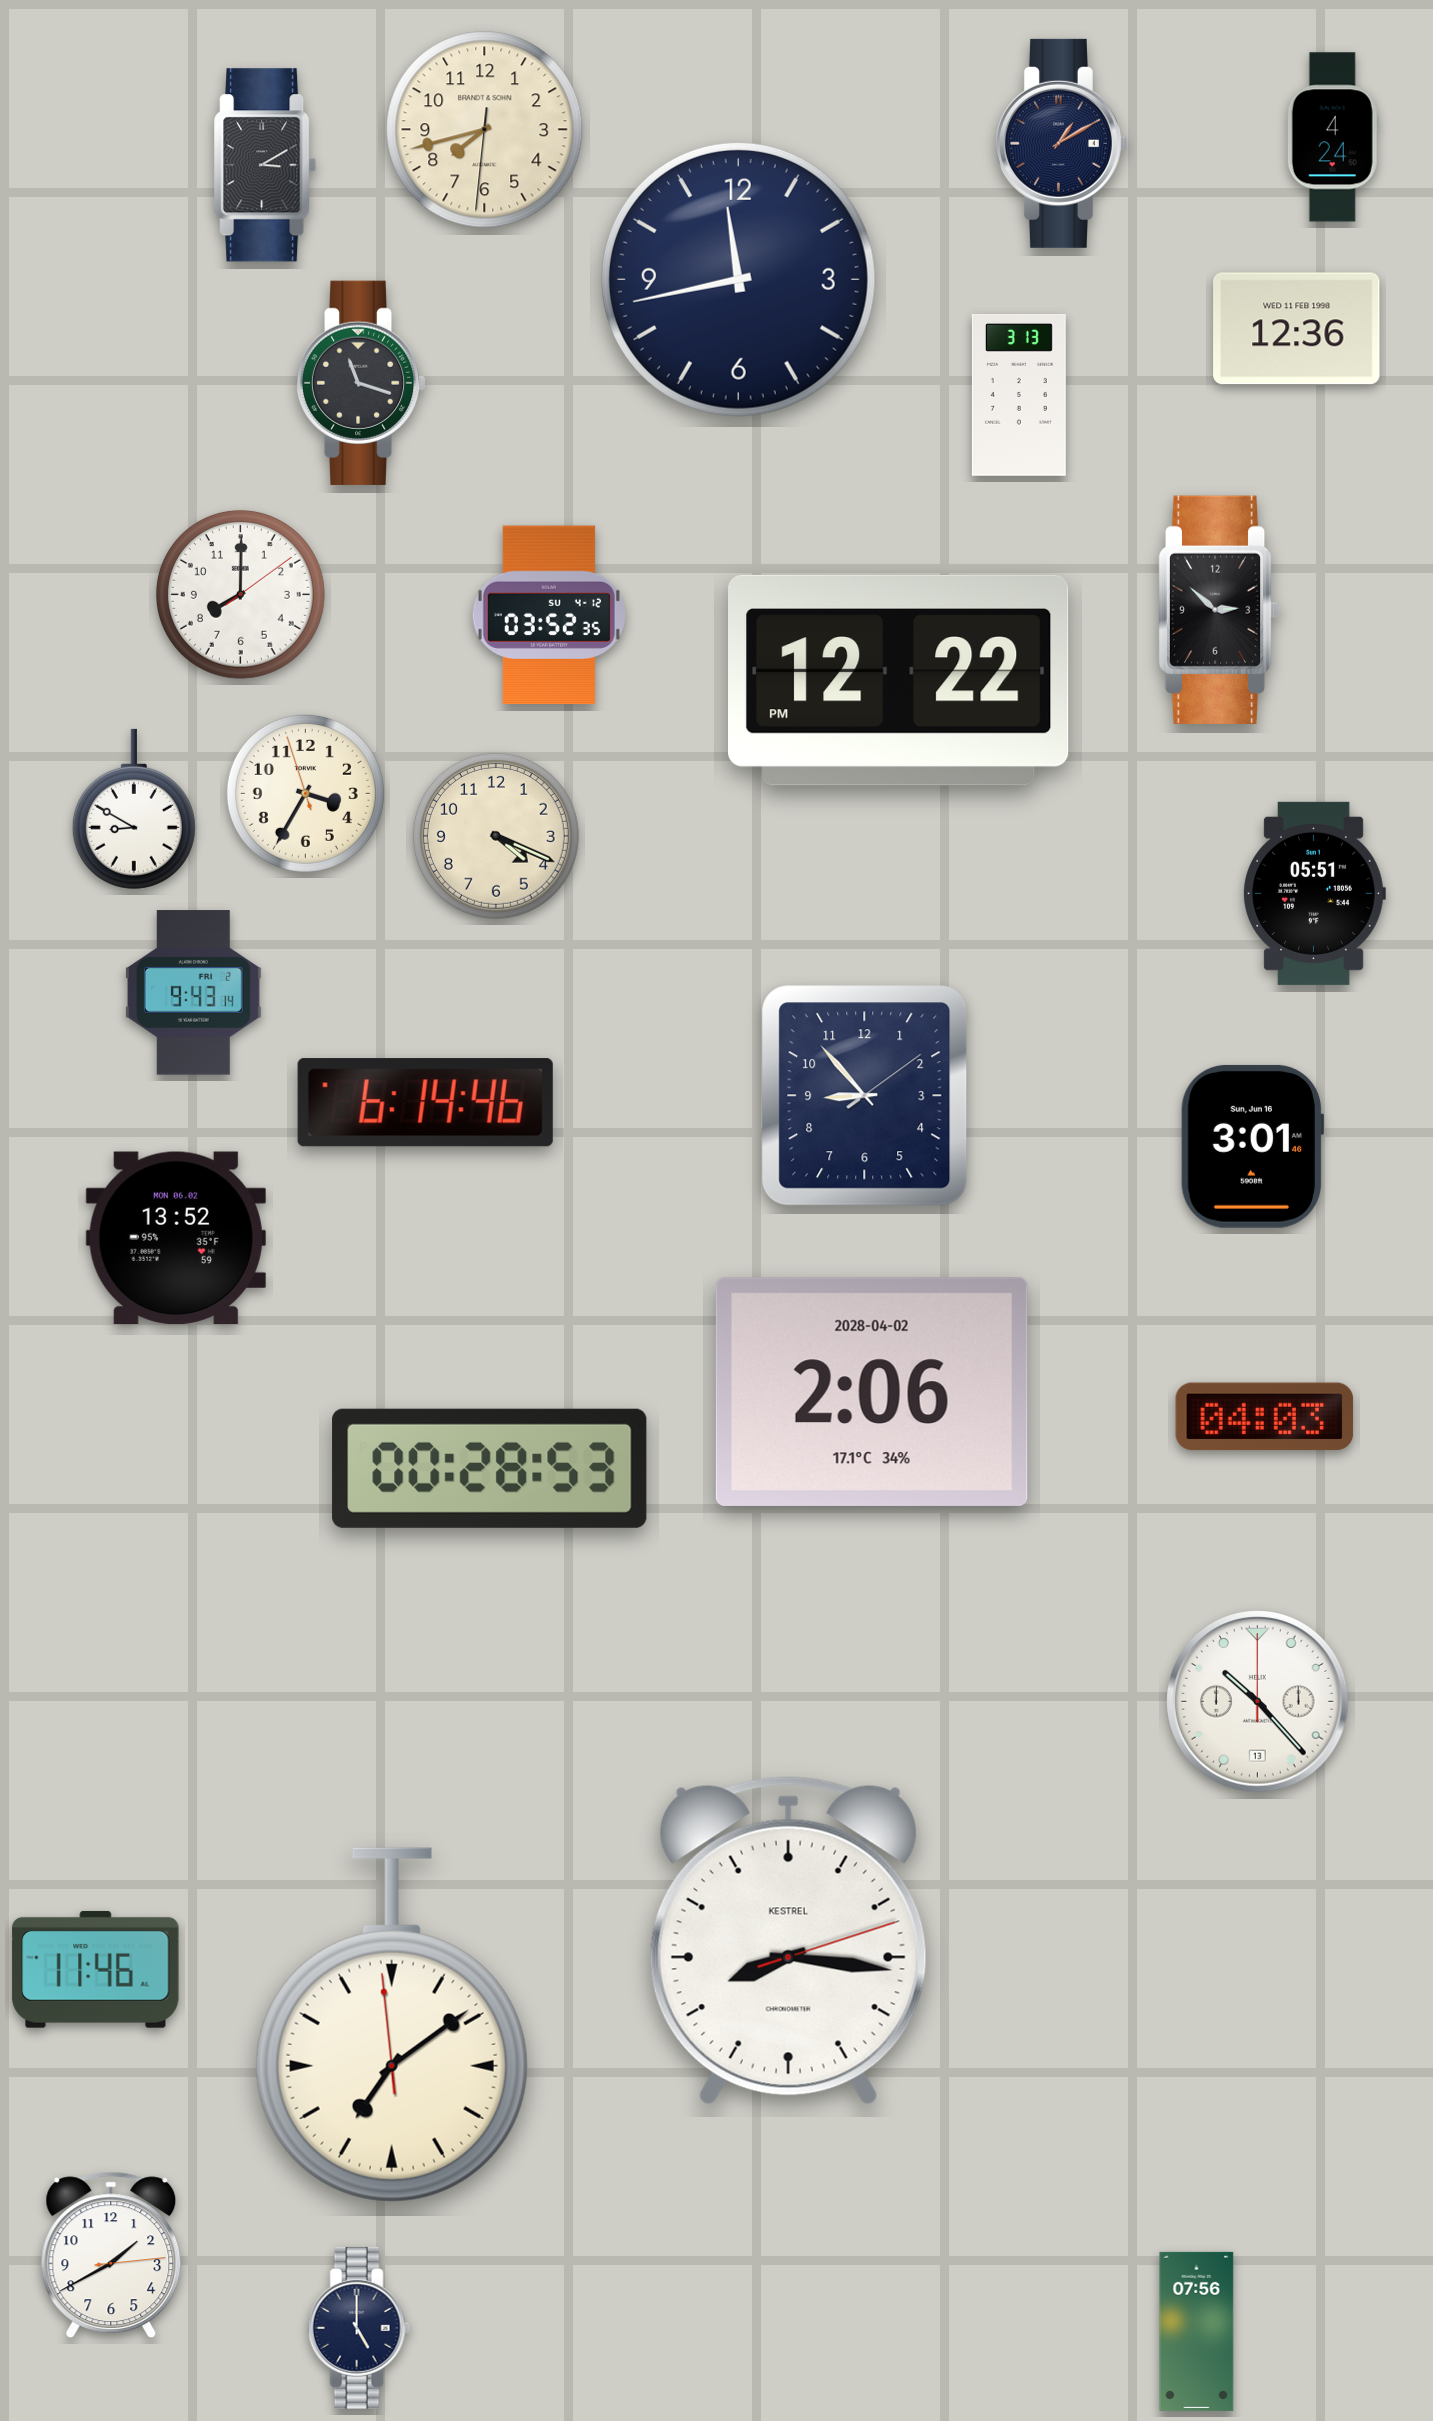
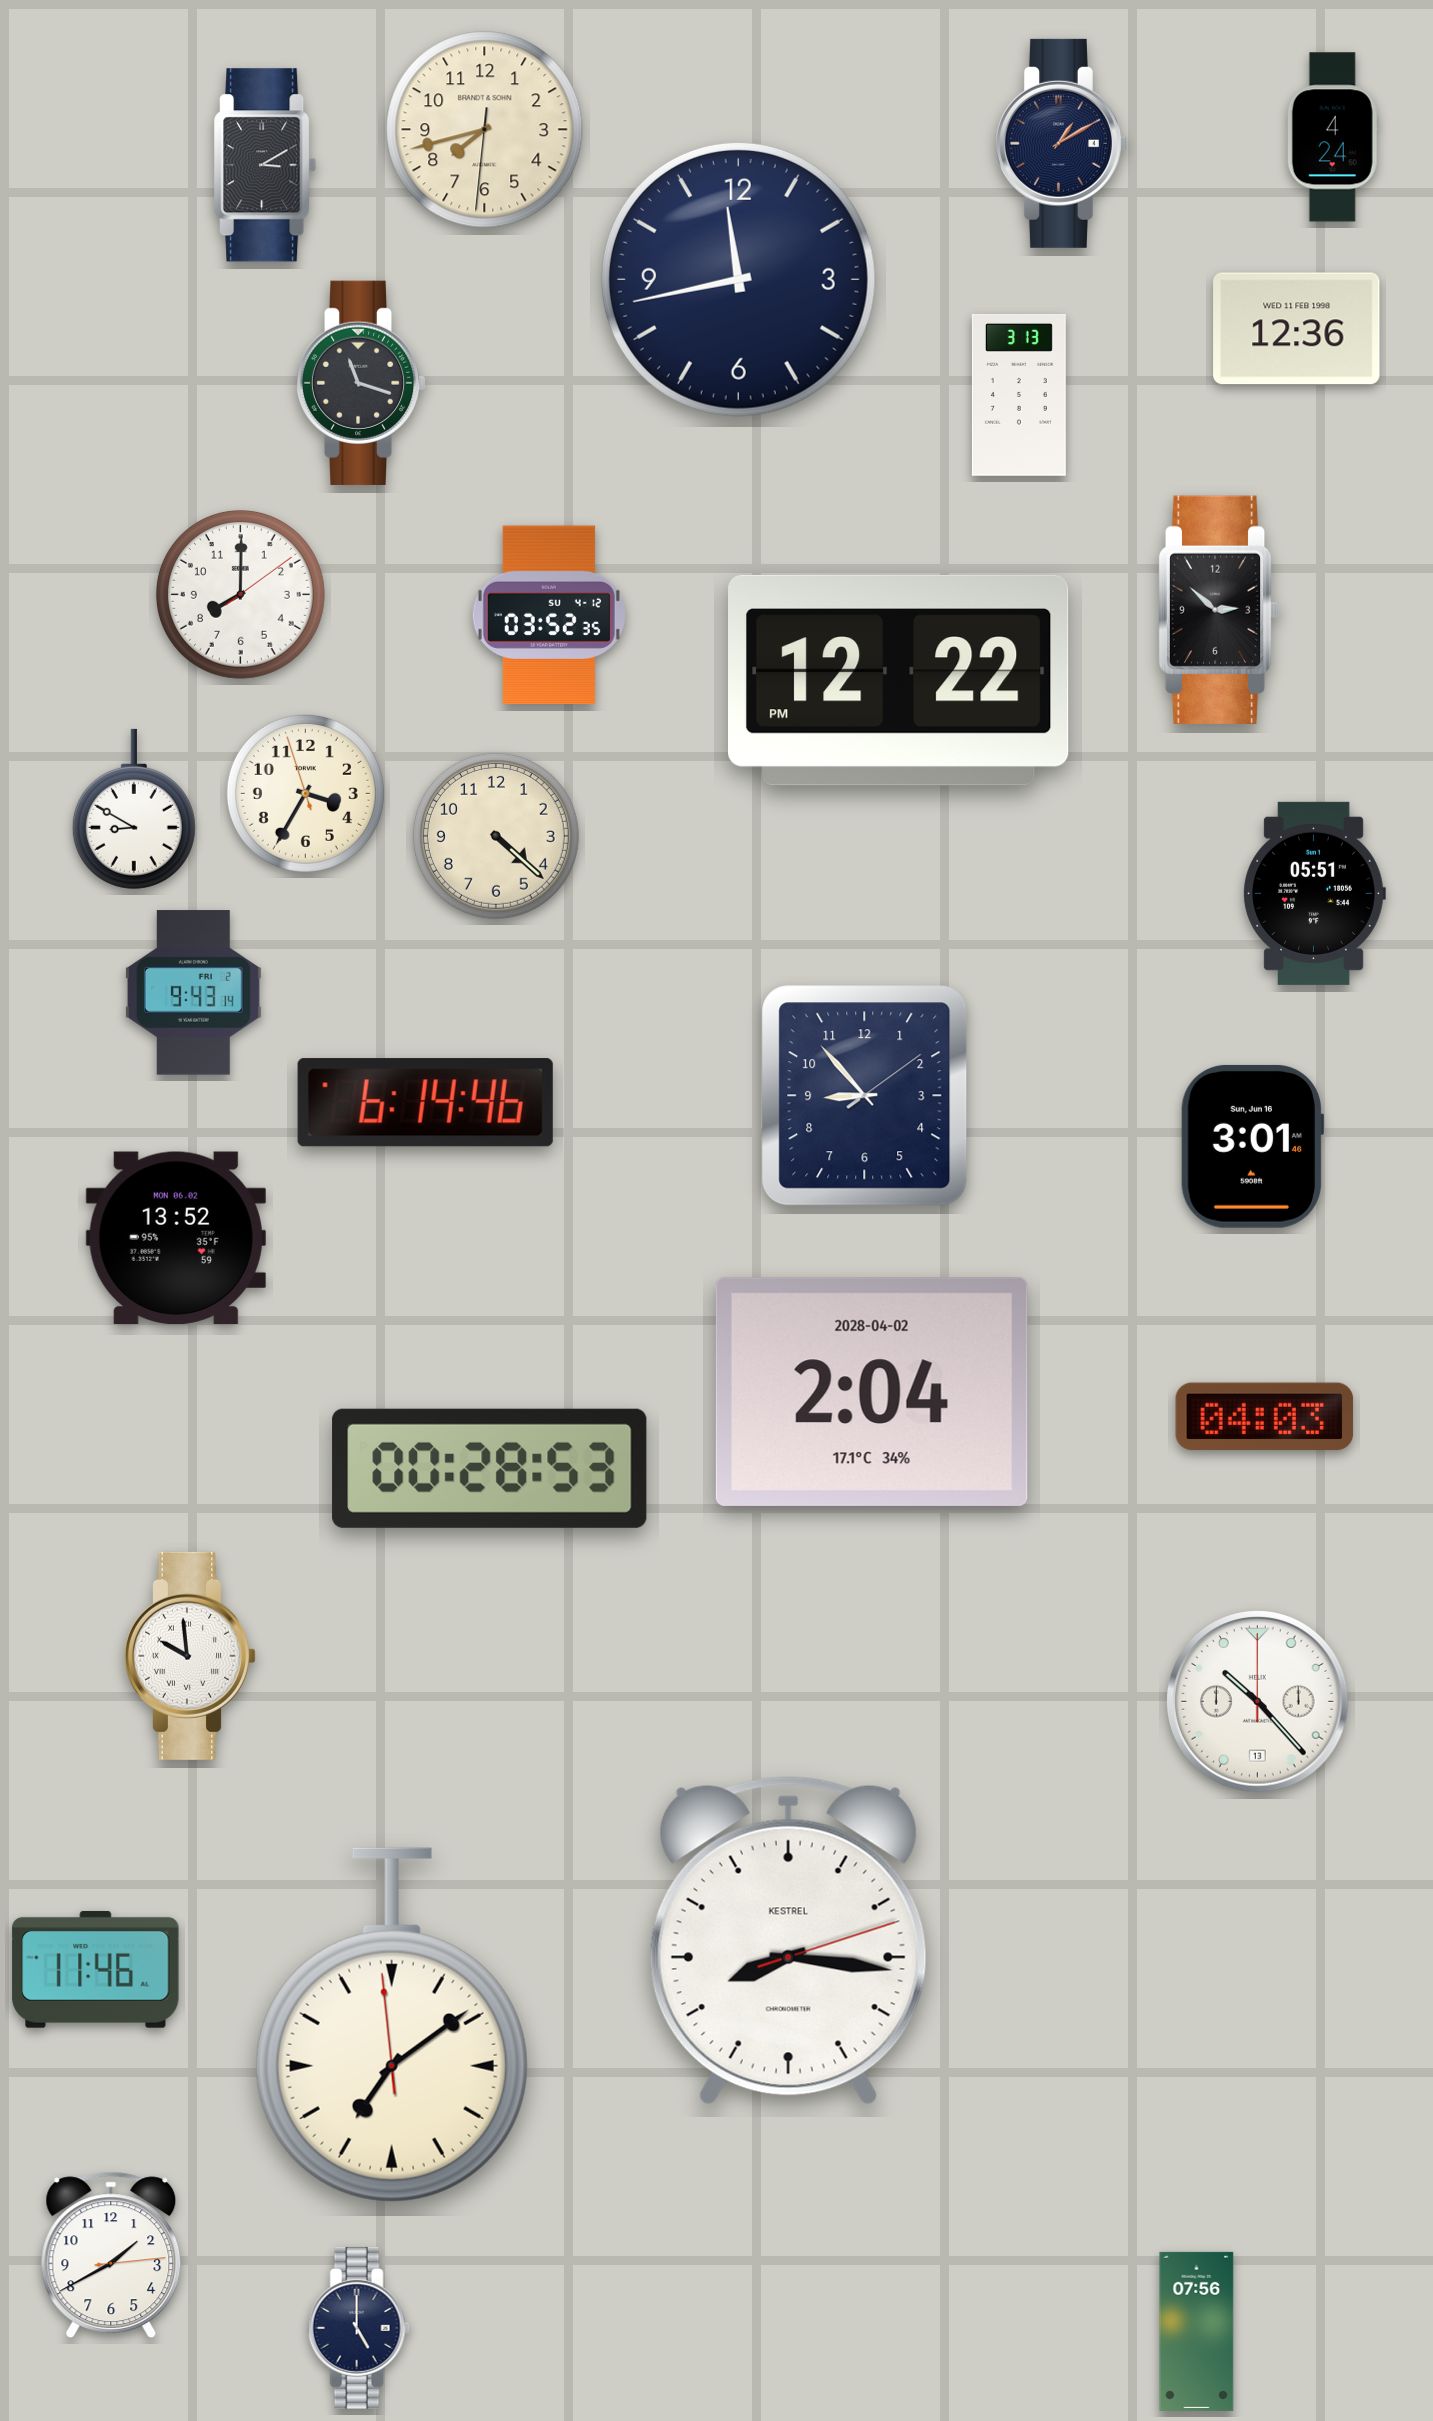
clock at (496, 836): 4:19 -> 4:22
clock at (872, 1392): 2:06 -> 2:04
clock at (190, 1656): none -> 9:59
